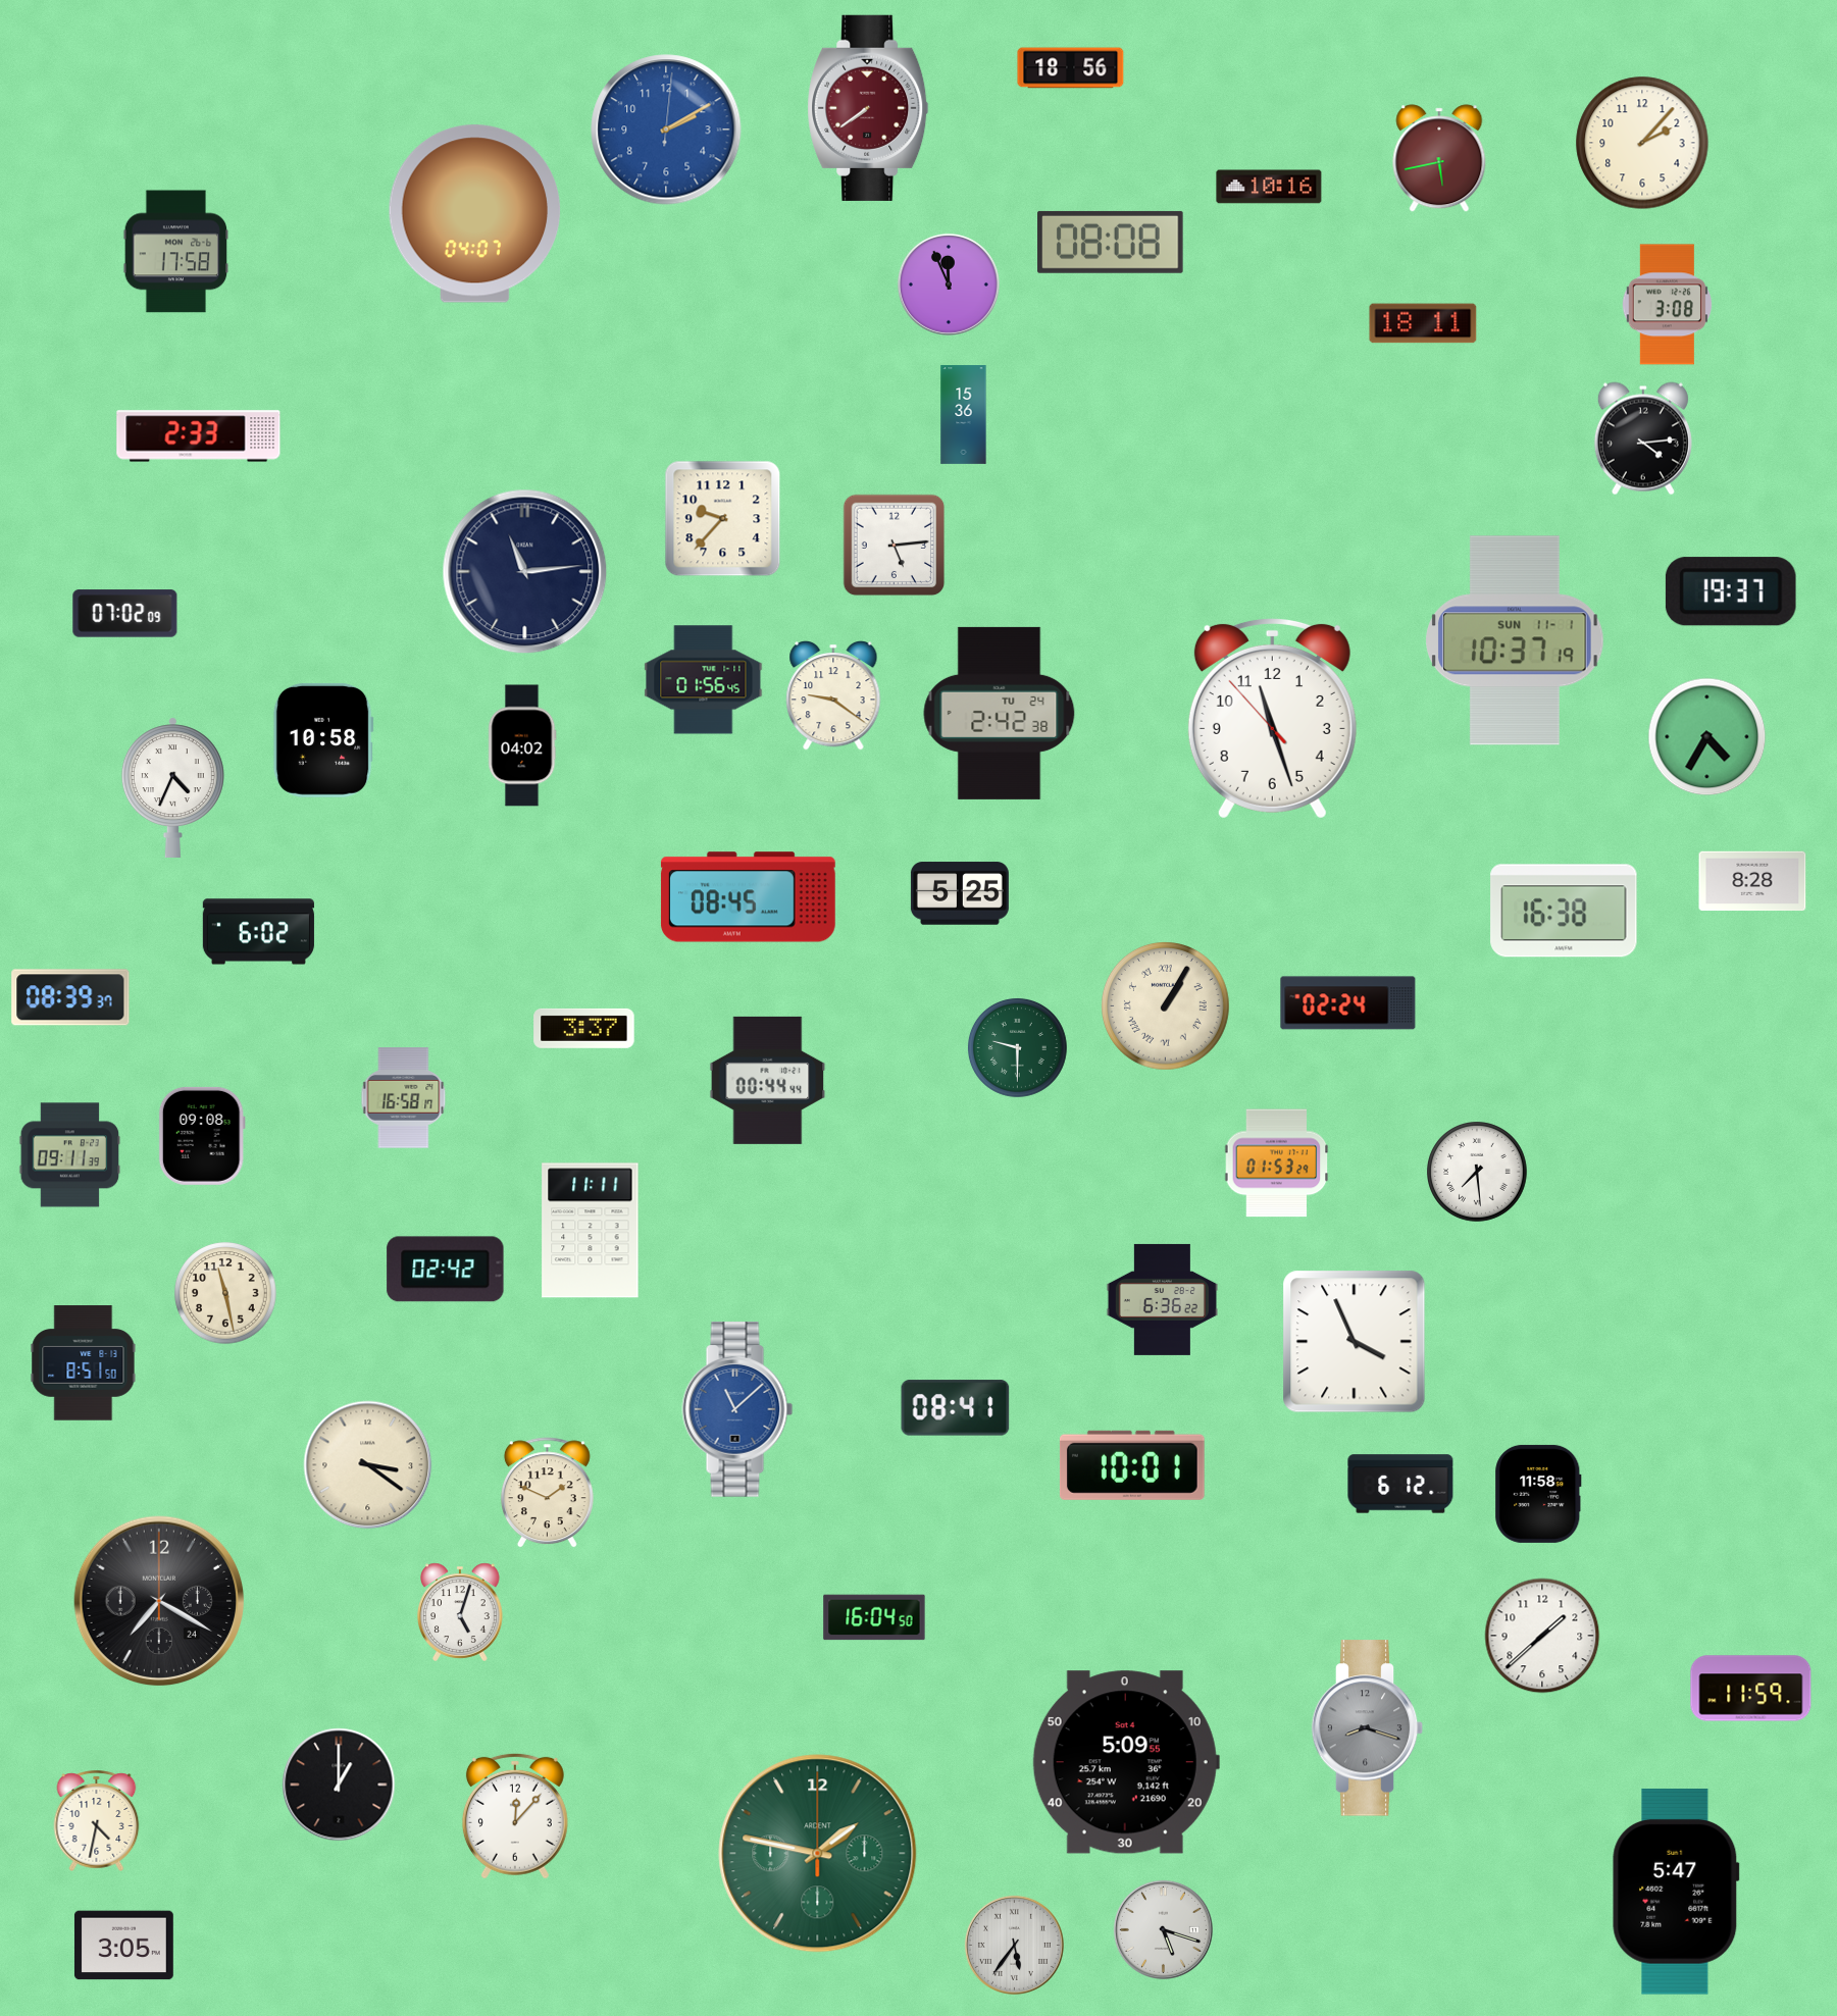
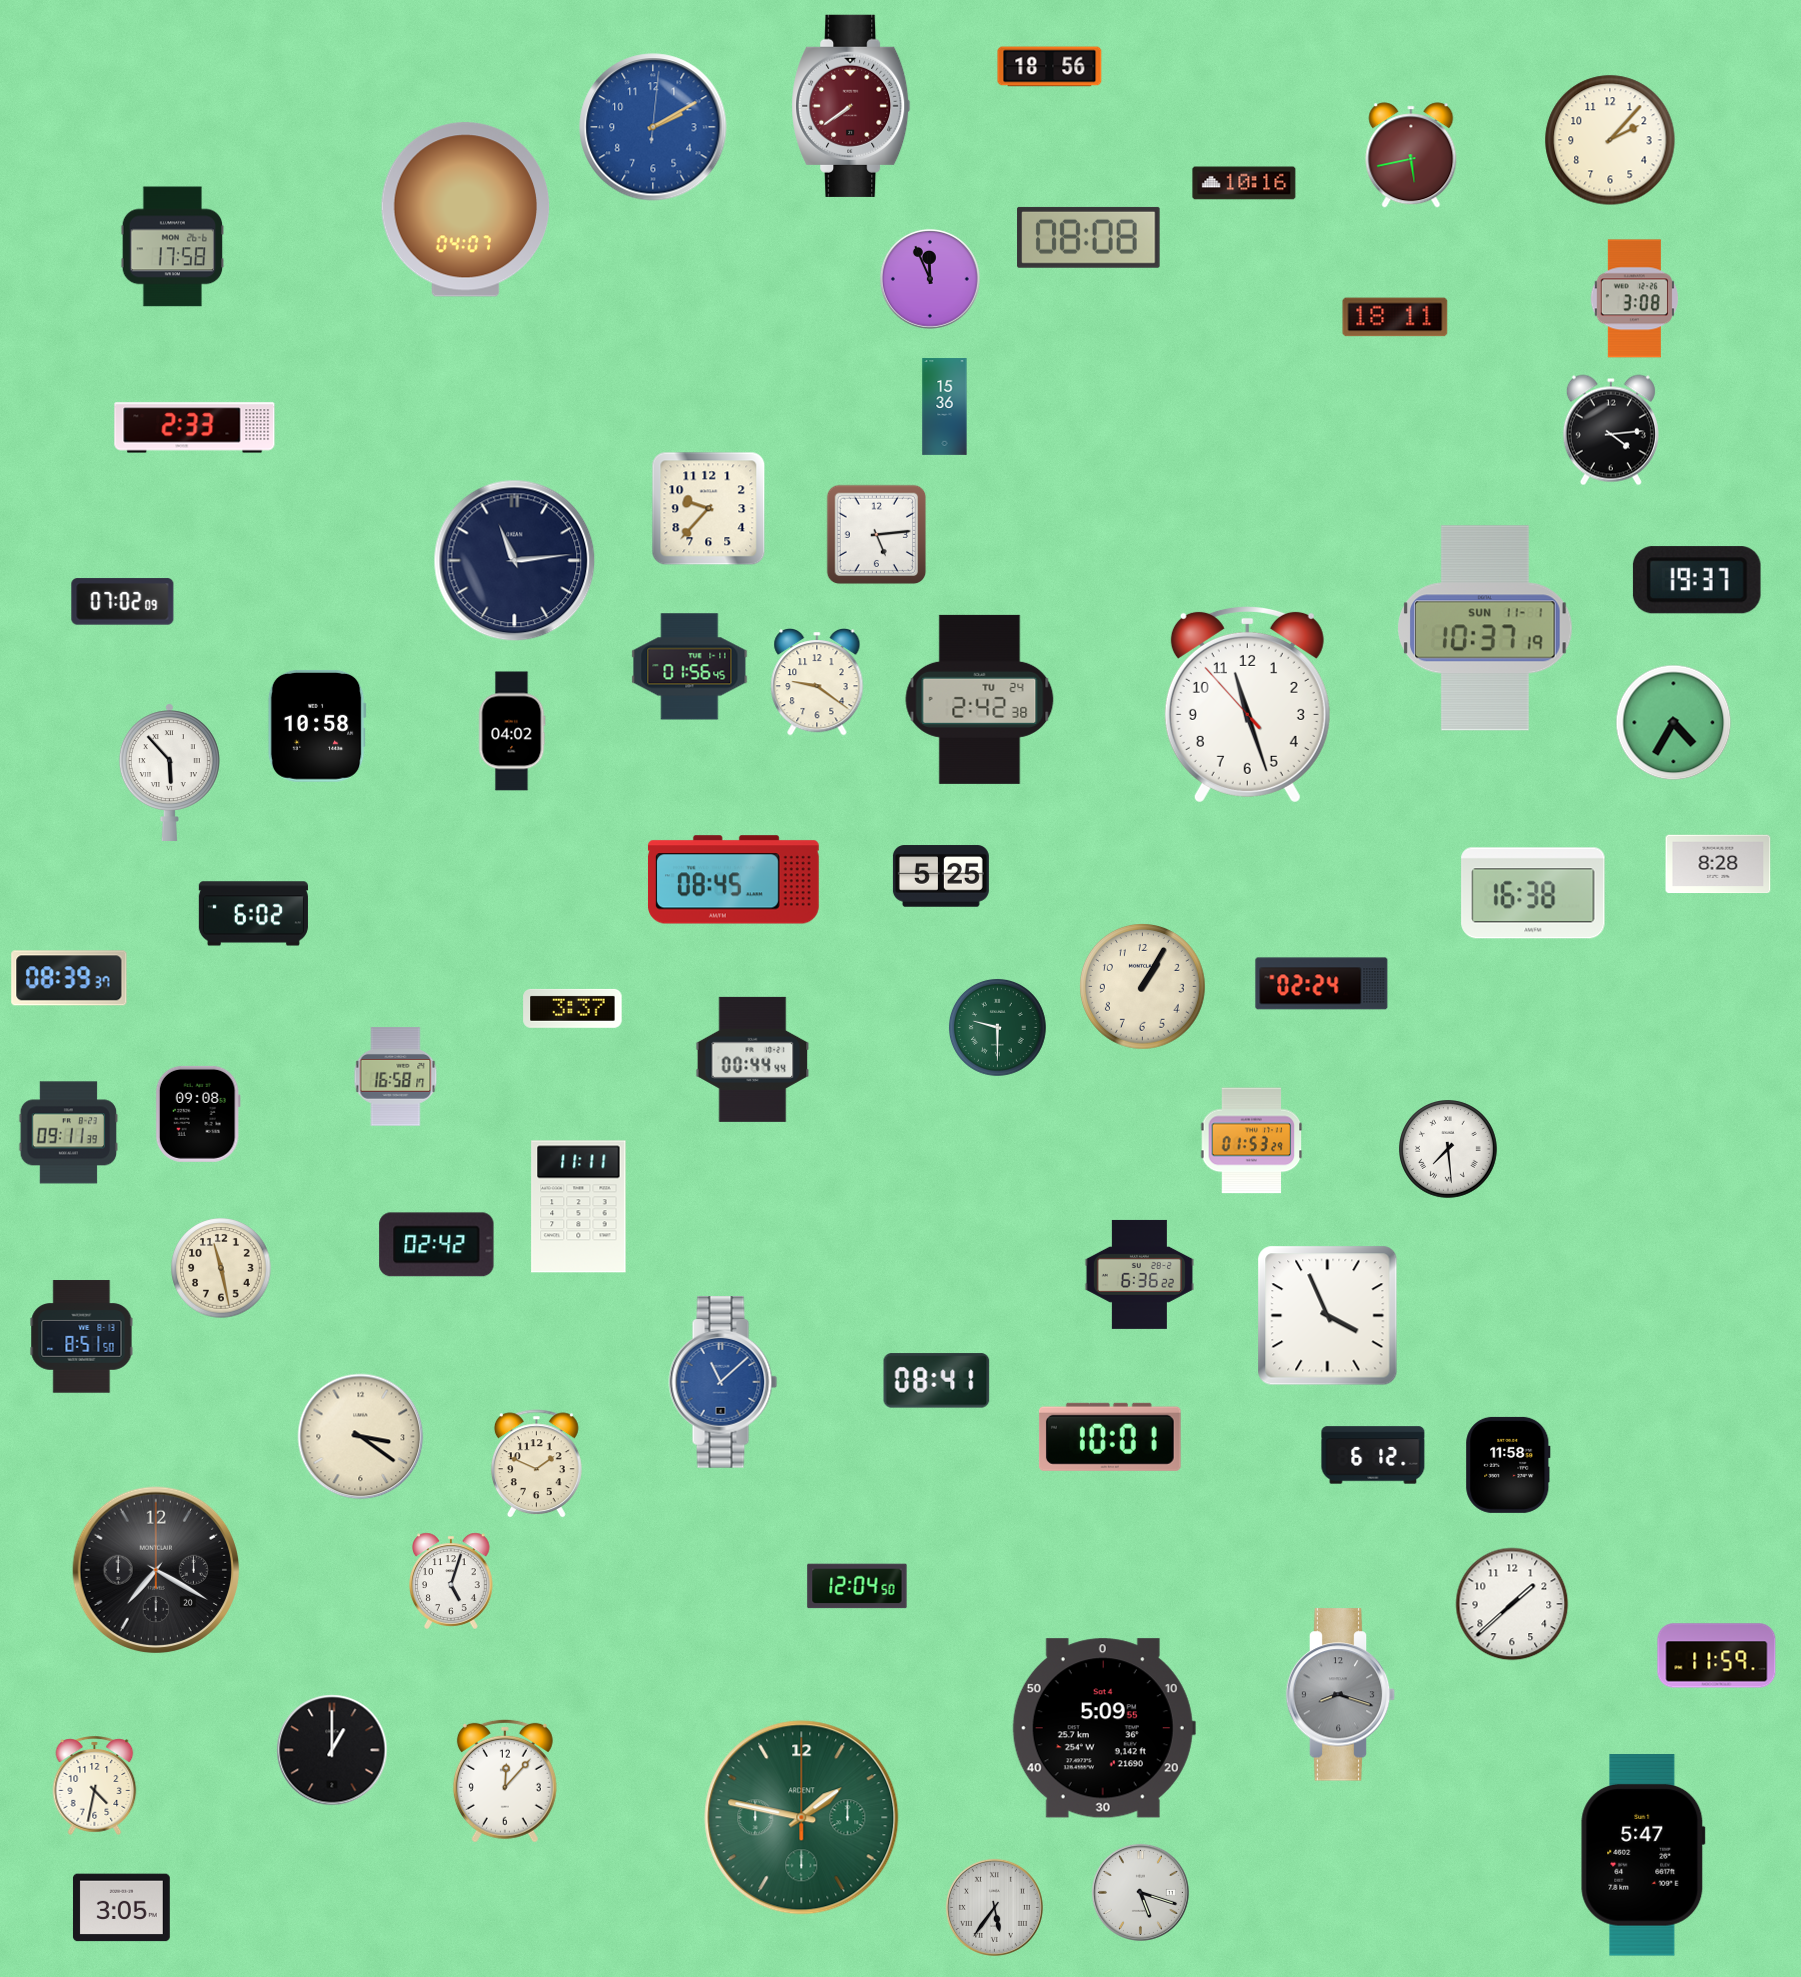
clock at (172, 787): 4:34 -> 5:53
clock at (1166, 1006) numerals: Roman -> Arabic
clock at (159, 1601) date: 24 -> 20
clock at (874, 1617): 16:04 -> 12:04
